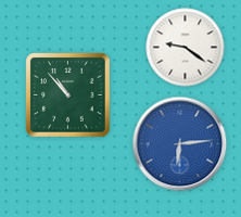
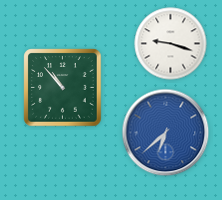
clock at (186, 48): 9:21 -> 9:18
clock at (180, 144): 6:14 -> 6:38
